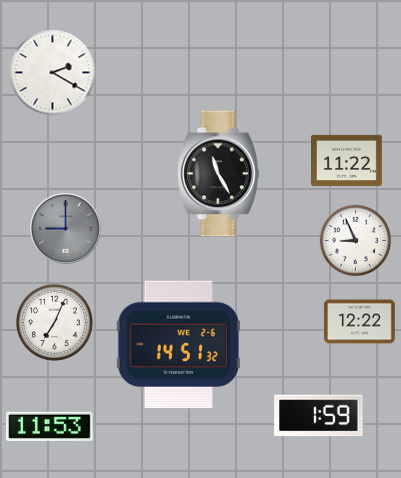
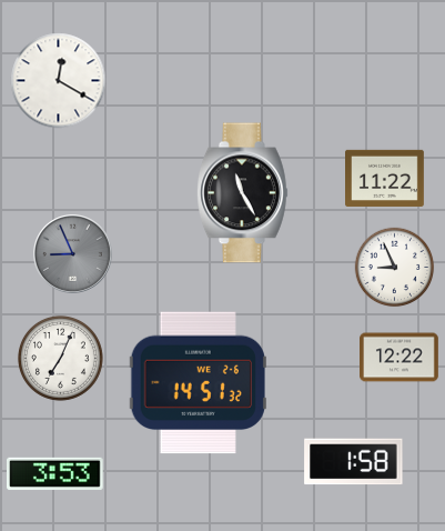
clock at (53, 73): 2:20 -> 12:20
clock at (66, 229): 9:00 -> 8:56
clock at (319, 416): 1:59 -> 1:58
clock at (50, 426): 11:53 -> 3:53
